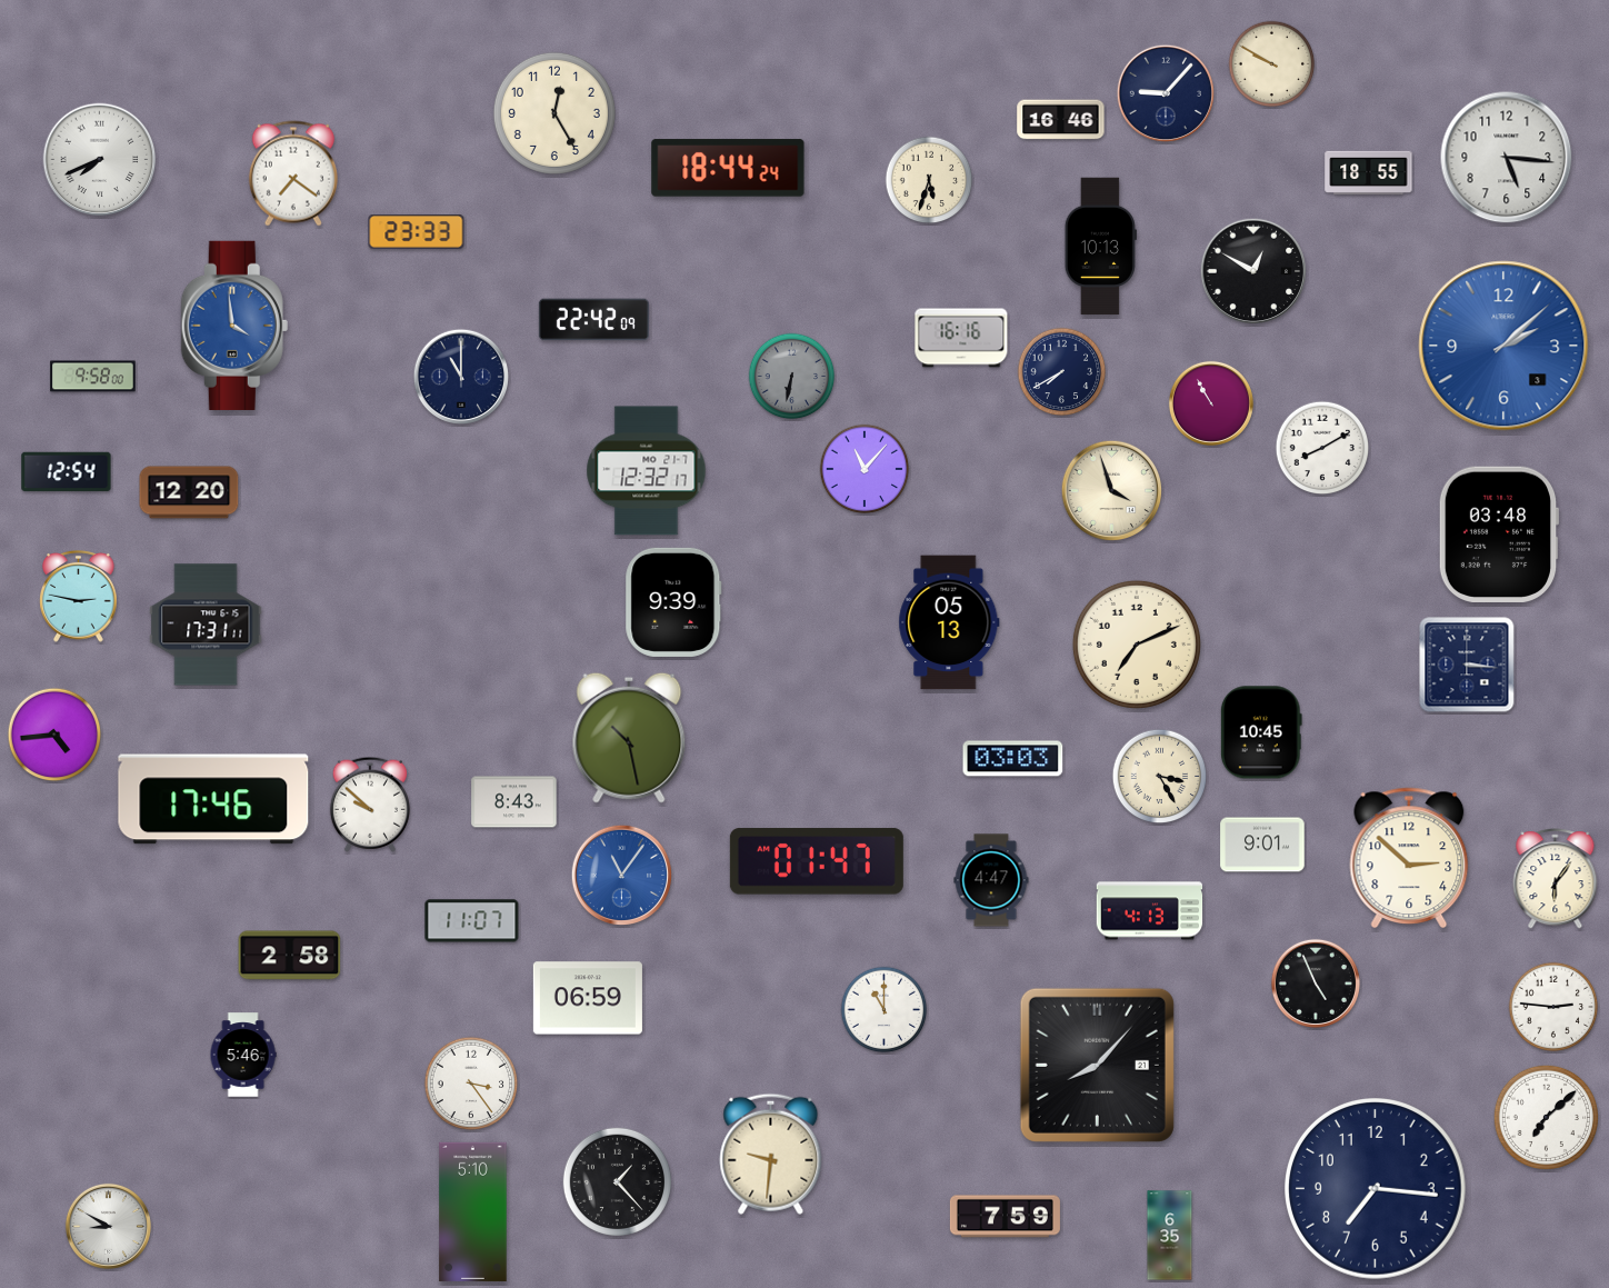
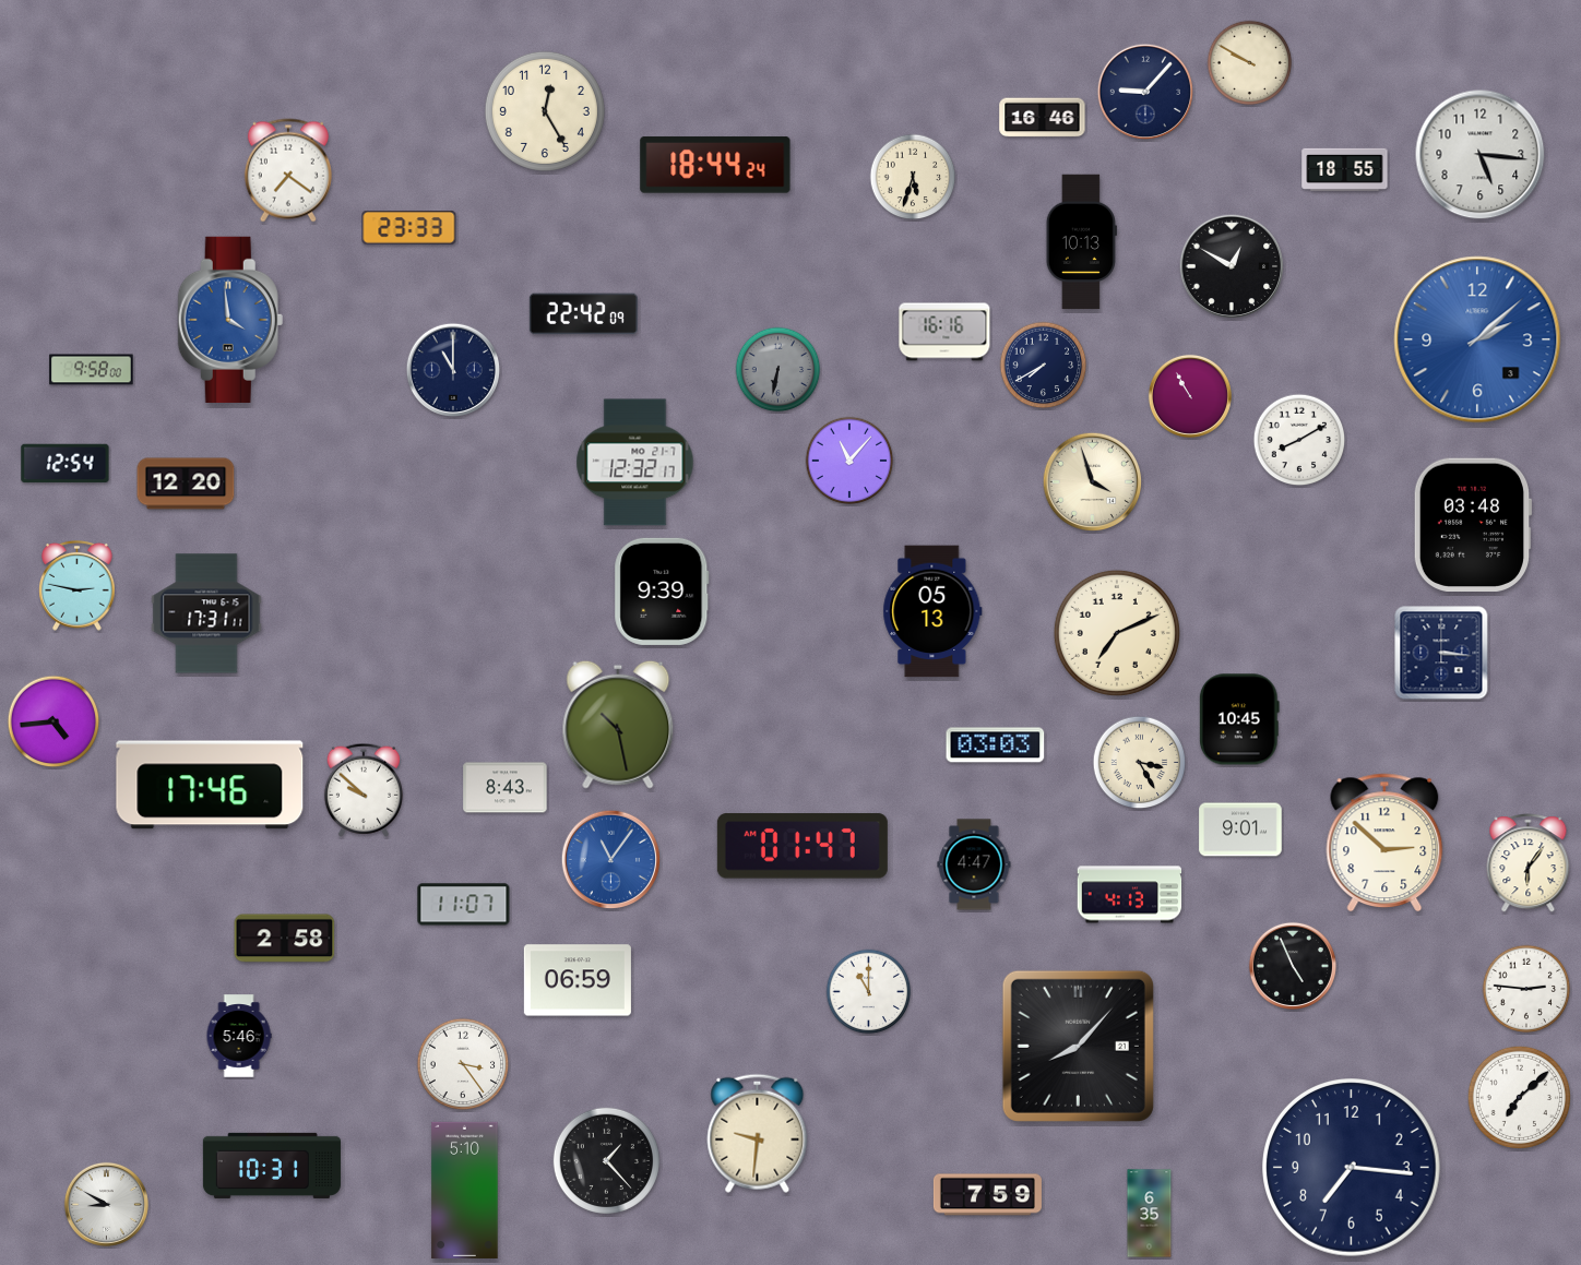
clock at (100, 160): 7:41 -> none
clock at (206, 625) position: (206, 625) -> (206, 613)
clock at (272, 1166): none -> 10:31
